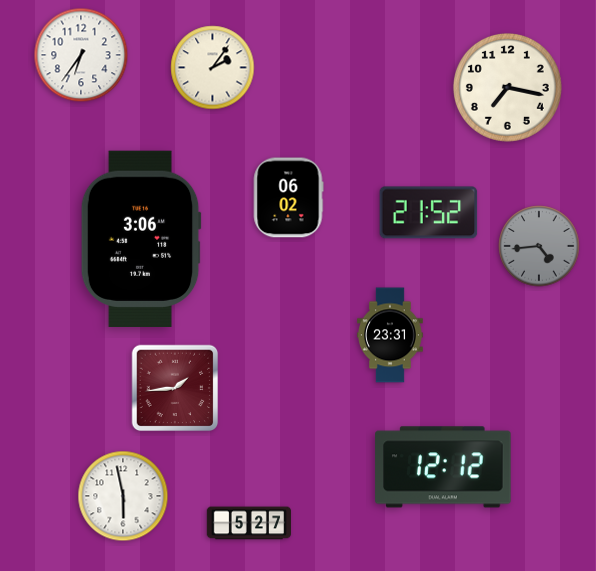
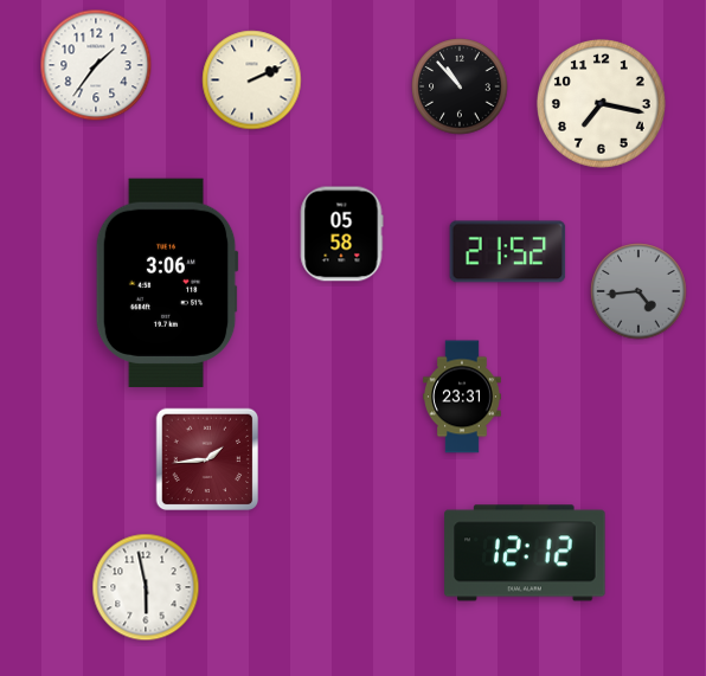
clock at (81, 55): 6:36 -> 1:36
clock at (213, 68): 2:06 -> 2:11
clock at (460, 86): none -> 10:53
clock at (288, 198): 06:02 -> 05:58
clock at (248, 523): 5:27 -> none
